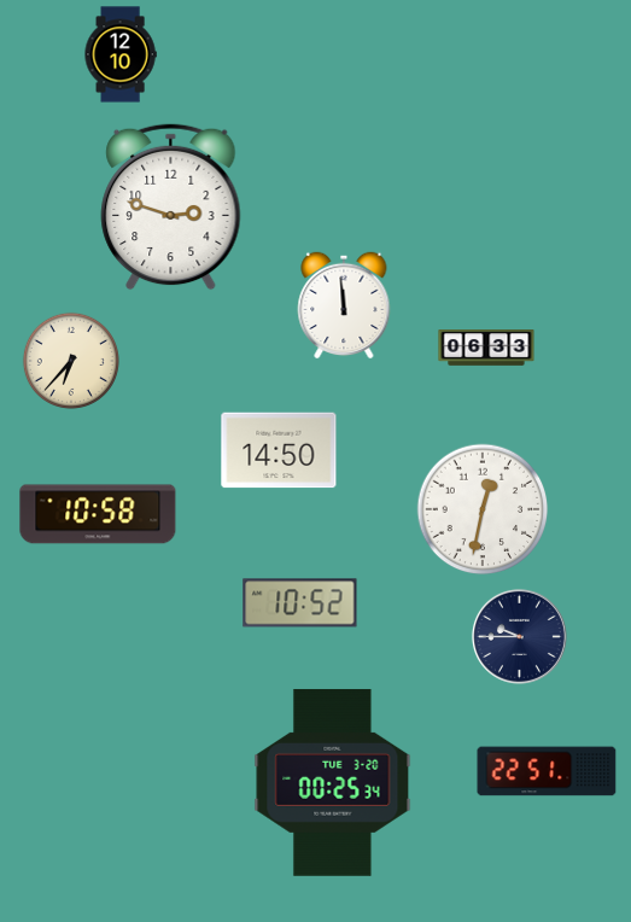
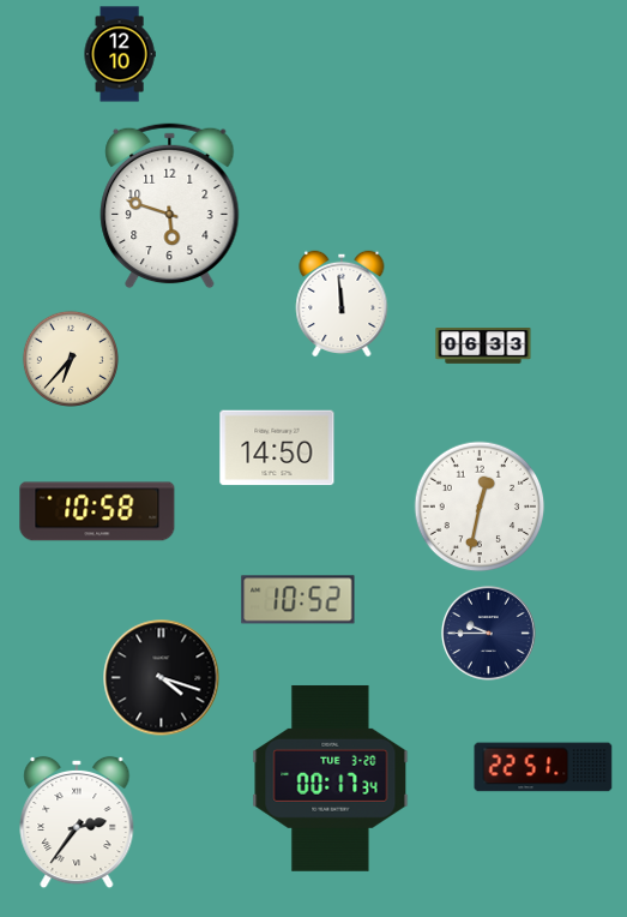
clock at (171, 208): 2:48 -> 5:48
clock at (519, 636) position: (519, 636) -> (488, 633)
clock at (162, 678): none -> 4:18
clock at (333, 782): 00:25 -> 00:17
clock at (77, 822): none -> 2:36
